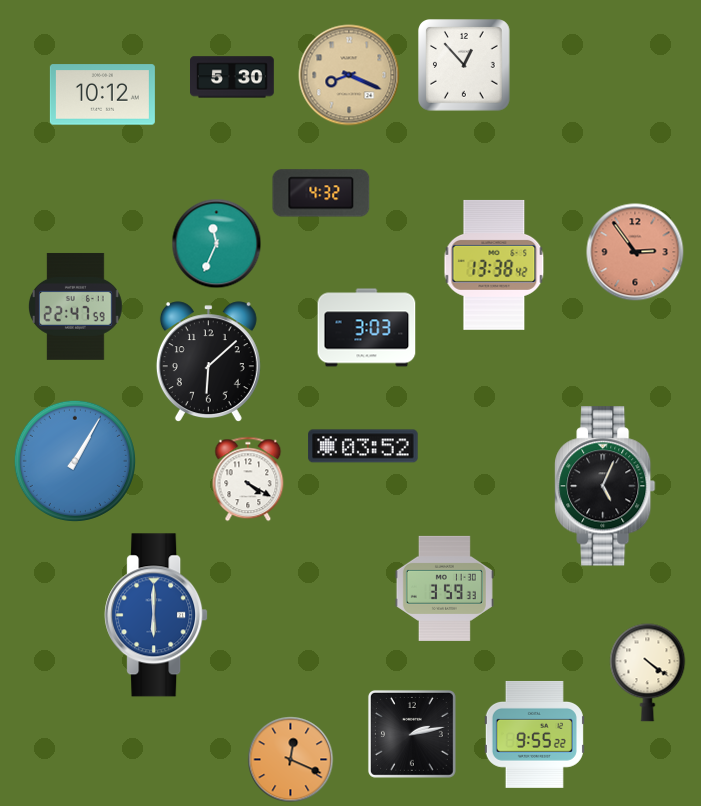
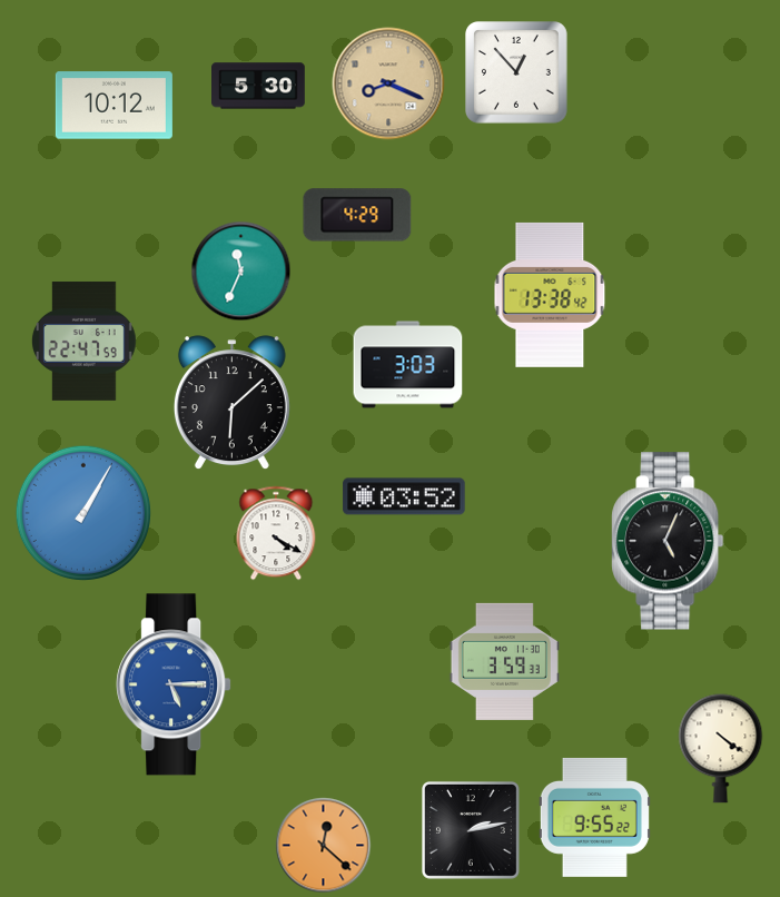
clock at (321, 193): 4:32 -> 4:29
clock at (635, 252): 2:54 -> none
clock at (605, 486) position: (605, 486) -> (668, 541)
clock at (444, 588) position: (444, 588) -> (504, 661)
clock at (156, 615): 6:00 -> 5:15
clock at (412, 734) position: (412, 734) -> (471, 830)
clock at (291, 760): 12:19 -> 12:22
